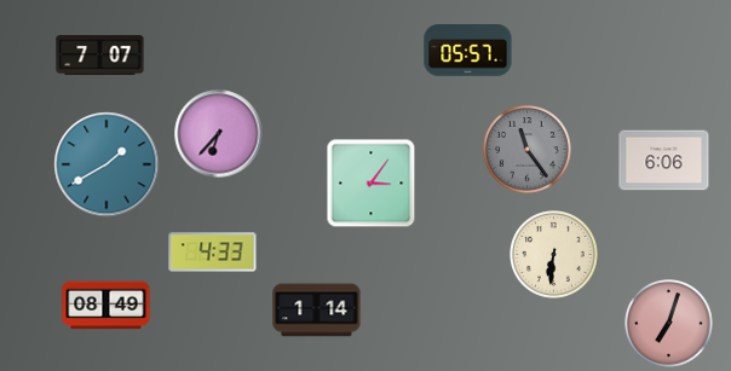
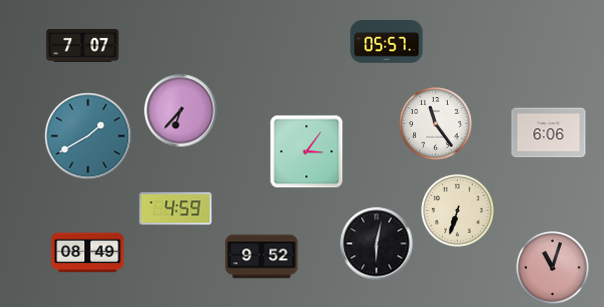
clock at (528, 150) dial: grey -> white
clock at (213, 253): 4:33 -> 4:59
clock at (554, 255): 6:31 -> 6:33
clock at (377, 244): none -> 6:02
clock at (317, 311): 1:14 -> 9:52
clock at (669, 324): 7:03 -> 11:03
